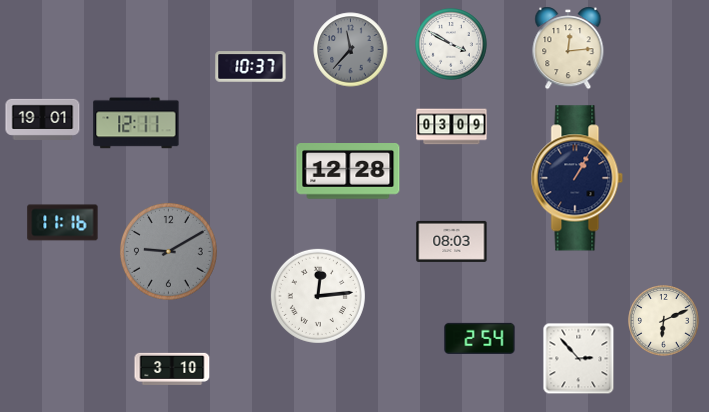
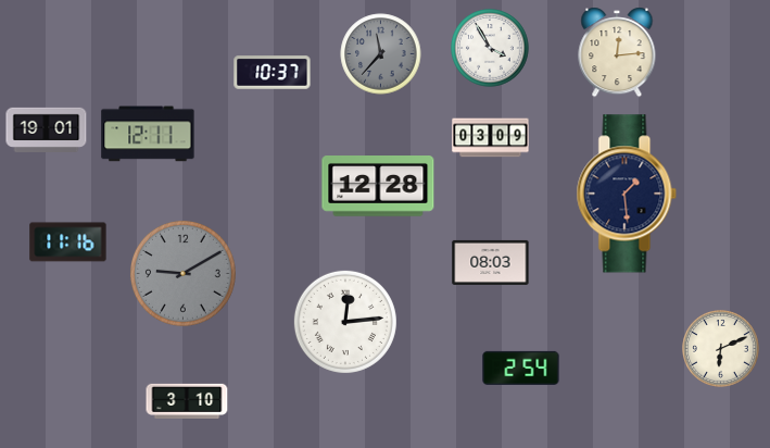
clock at (451, 44): 3:50 -> 3:55
clock at (577, 178): 1:05 -> 1:29
clock at (579, 359): 2:53 -> none
